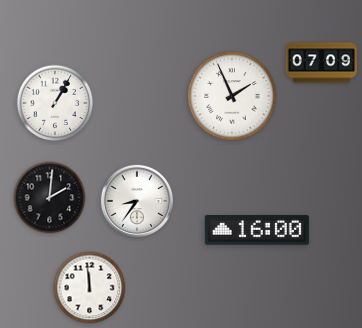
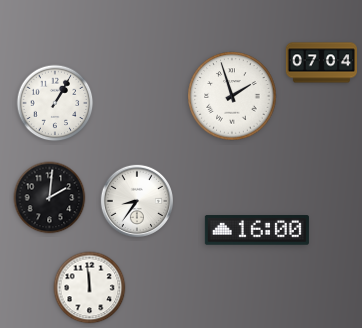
clock at (322, 63): 07:09 -> 07:04
clock at (232, 96): 1:56 -> 1:57
